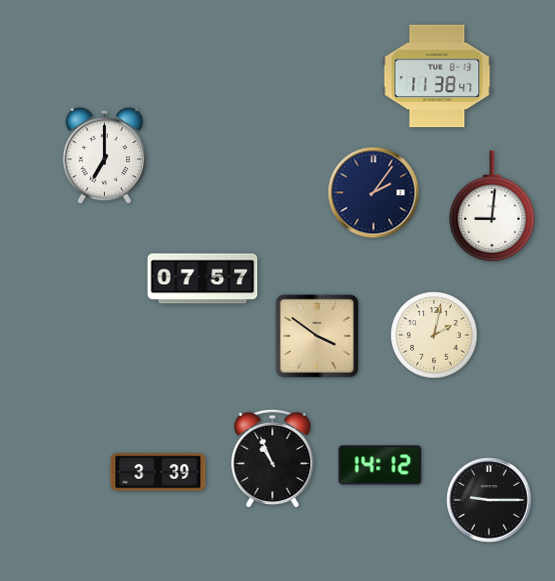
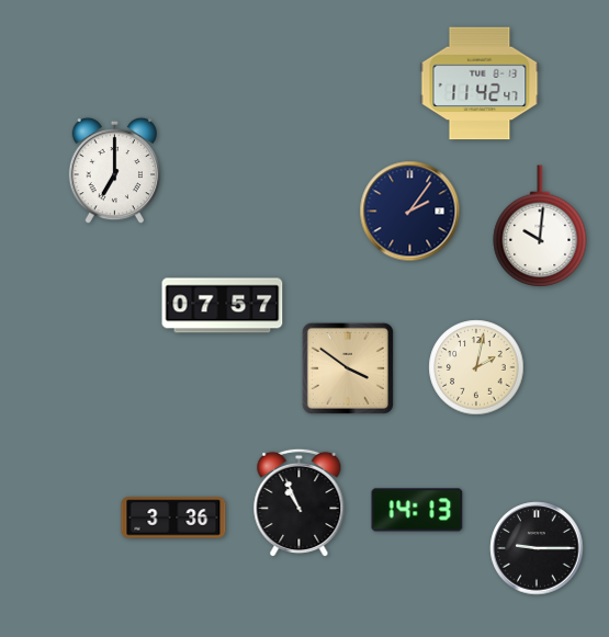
clock at (437, 76): 11:38 -> 11:42
clock at (492, 207): 9:01 -> 10:01
clock at (380, 465): 14:12 -> 14:13
clock at (158, 472): 3:39 -> 3:36
